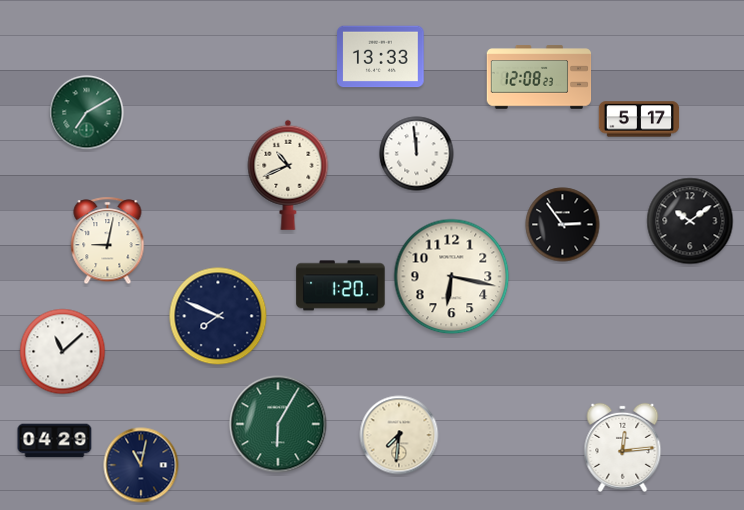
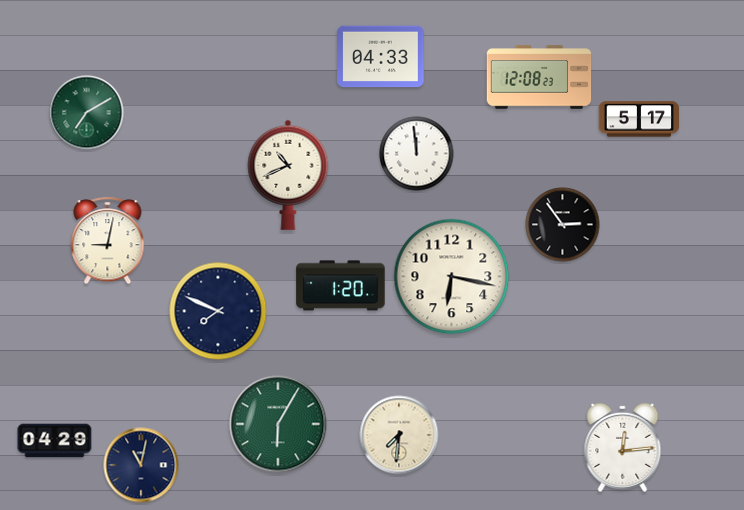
clock at (381, 57): 13:33 -> 04:33
clock at (690, 221): 10:09 -> none
clock at (218, 316) position: (218, 316) -> (218, 311)
clock at (63, 352): 11:08 -> none
